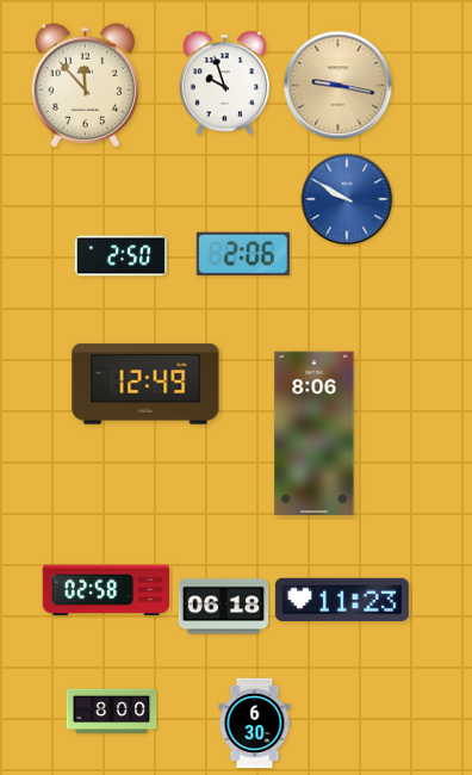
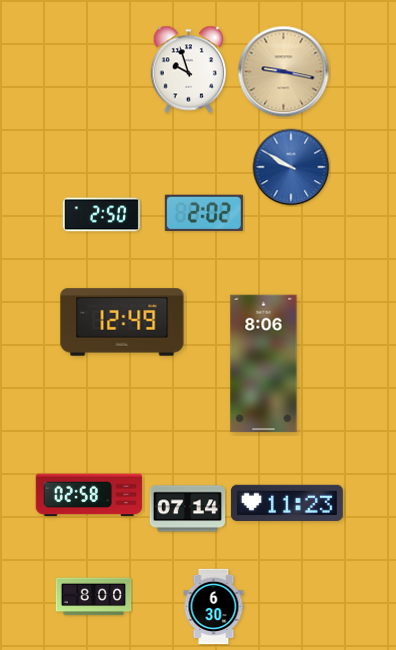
clock at (86, 86): 11:53 -> none
clock at (243, 254): 2:06 -> 2:02
clock at (224, 607): 06:18 -> 07:14
